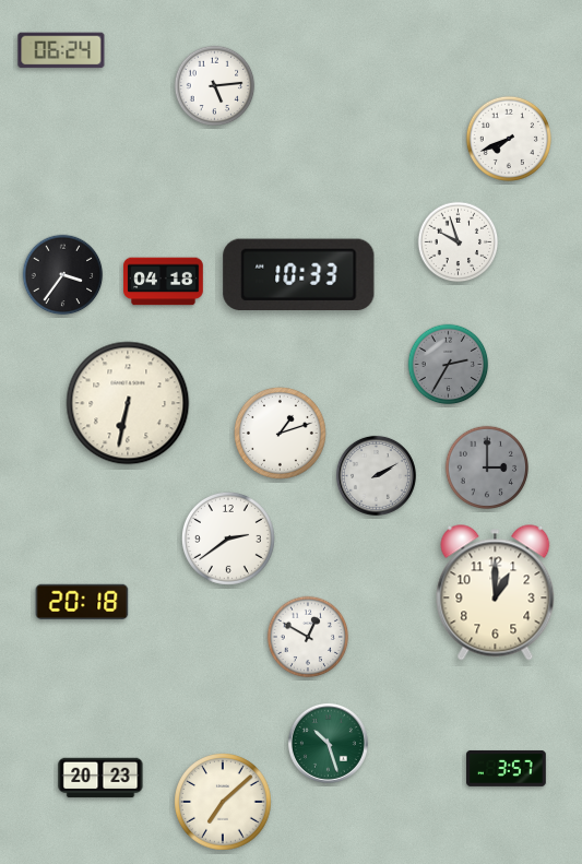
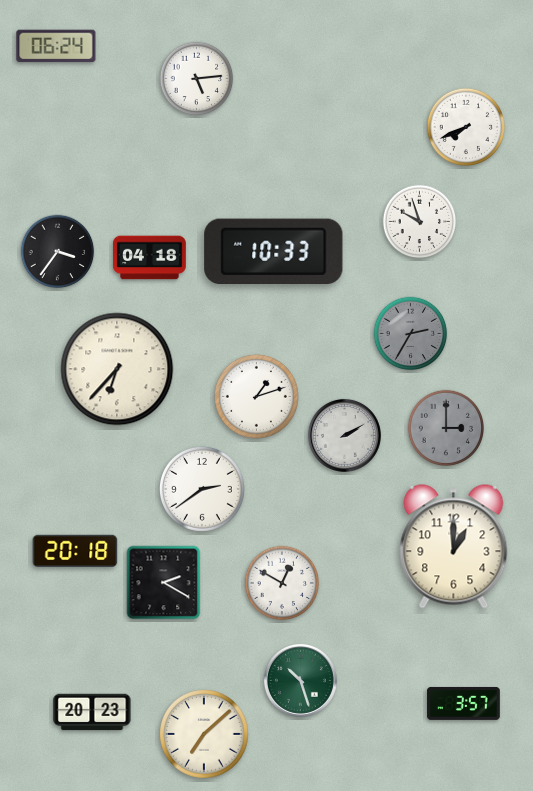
clock at (128, 403): 6:32 -> 6:37
clock at (228, 538) position: (228, 538) -> (202, 489)
clock at (496, 593) position: (496, 593) -> (454, 547)
clock at (164, 583): none -> 2:20
